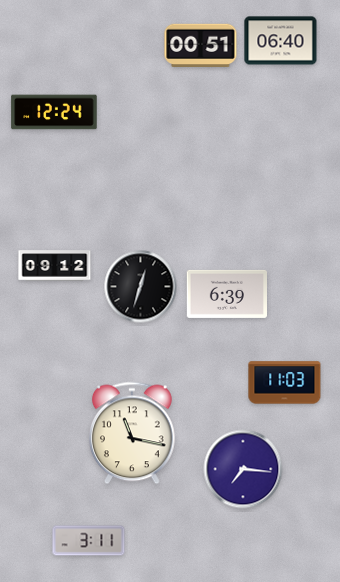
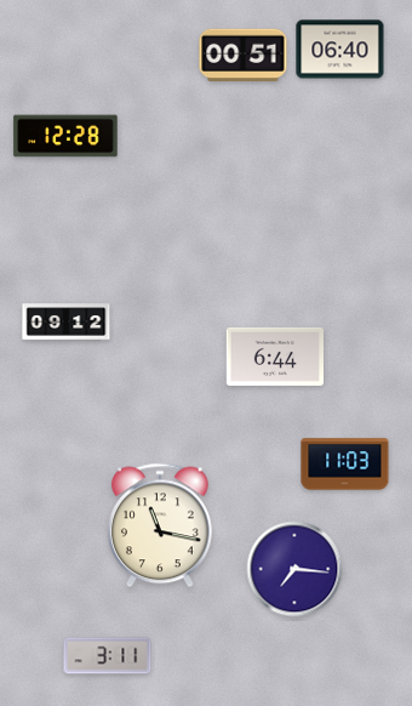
clock at (54, 112): 12:24 -> 12:28
clock at (141, 287): 12:33 -> none
clock at (226, 294): 6:39 -> 6:44
